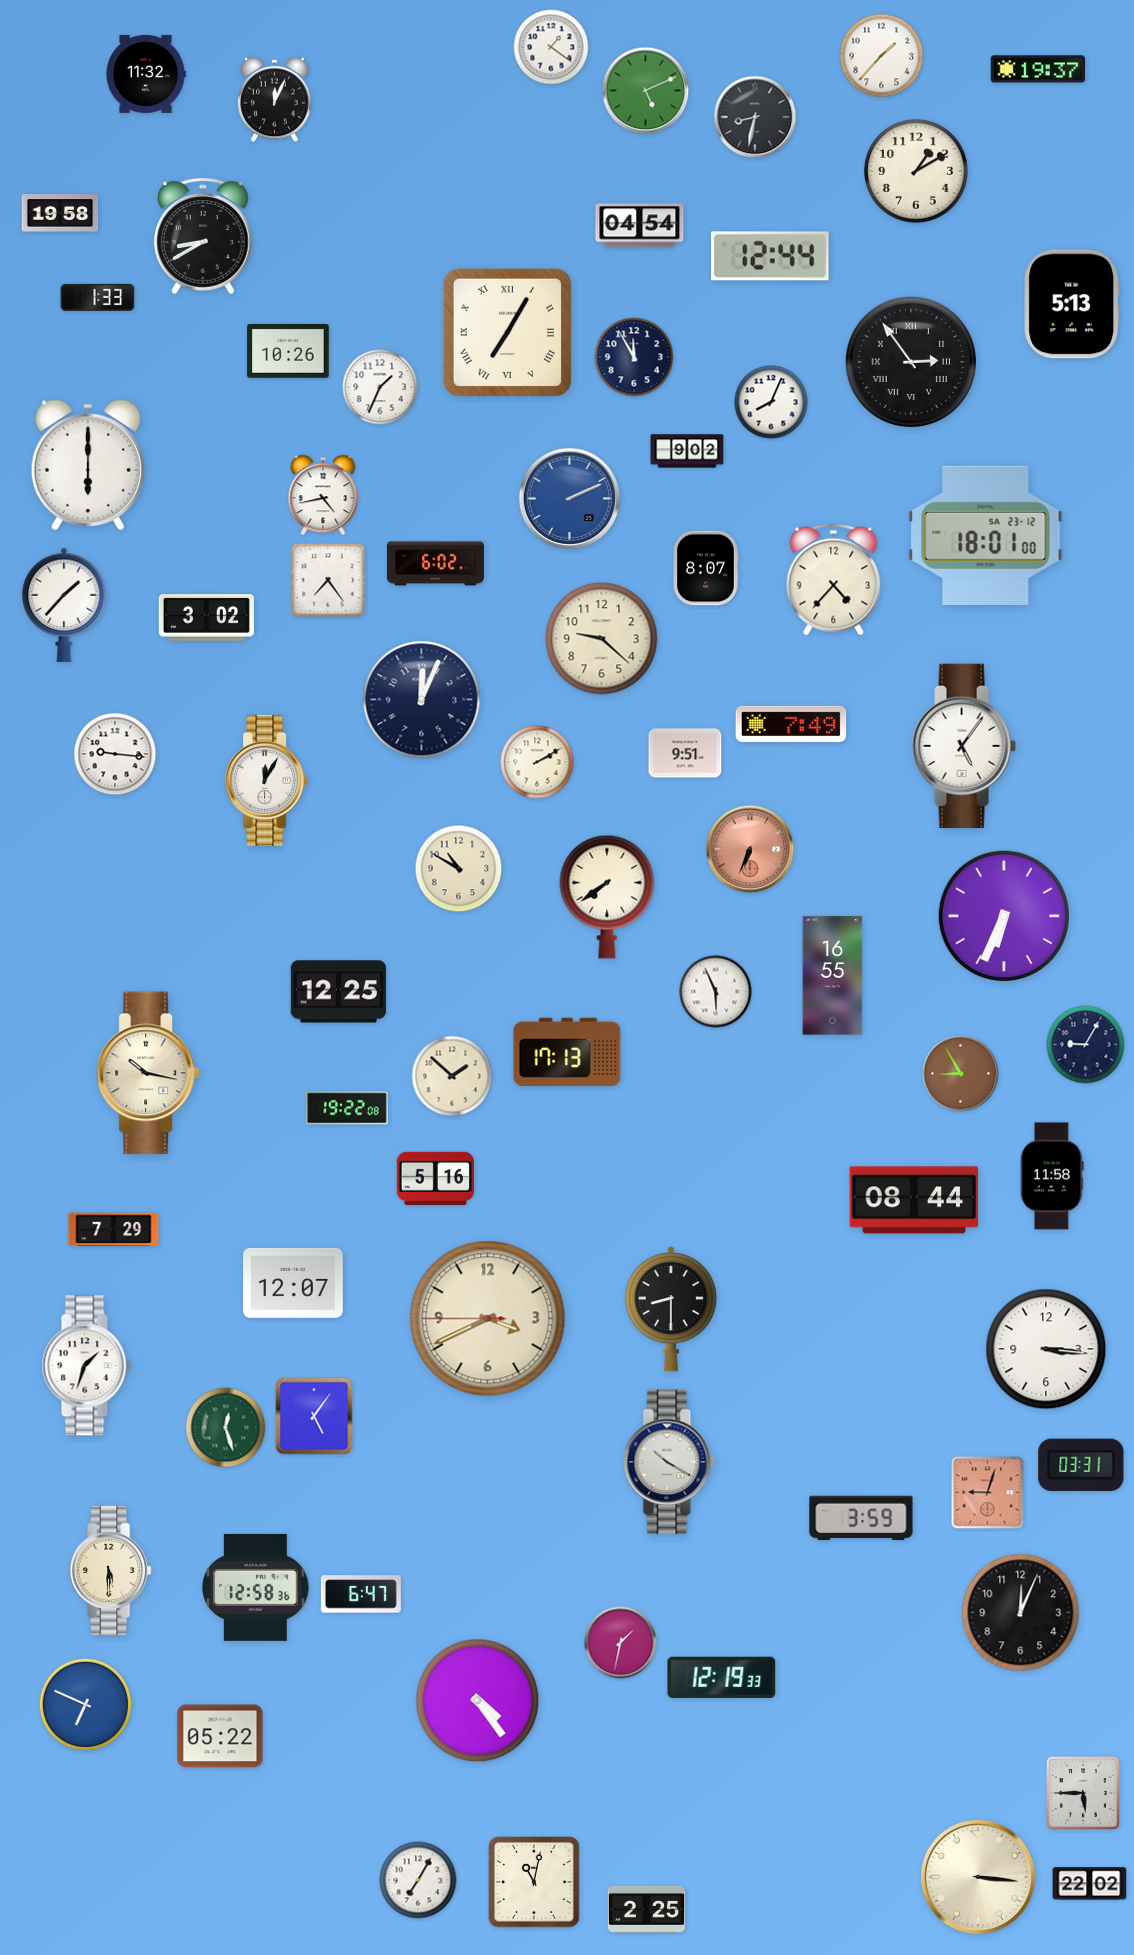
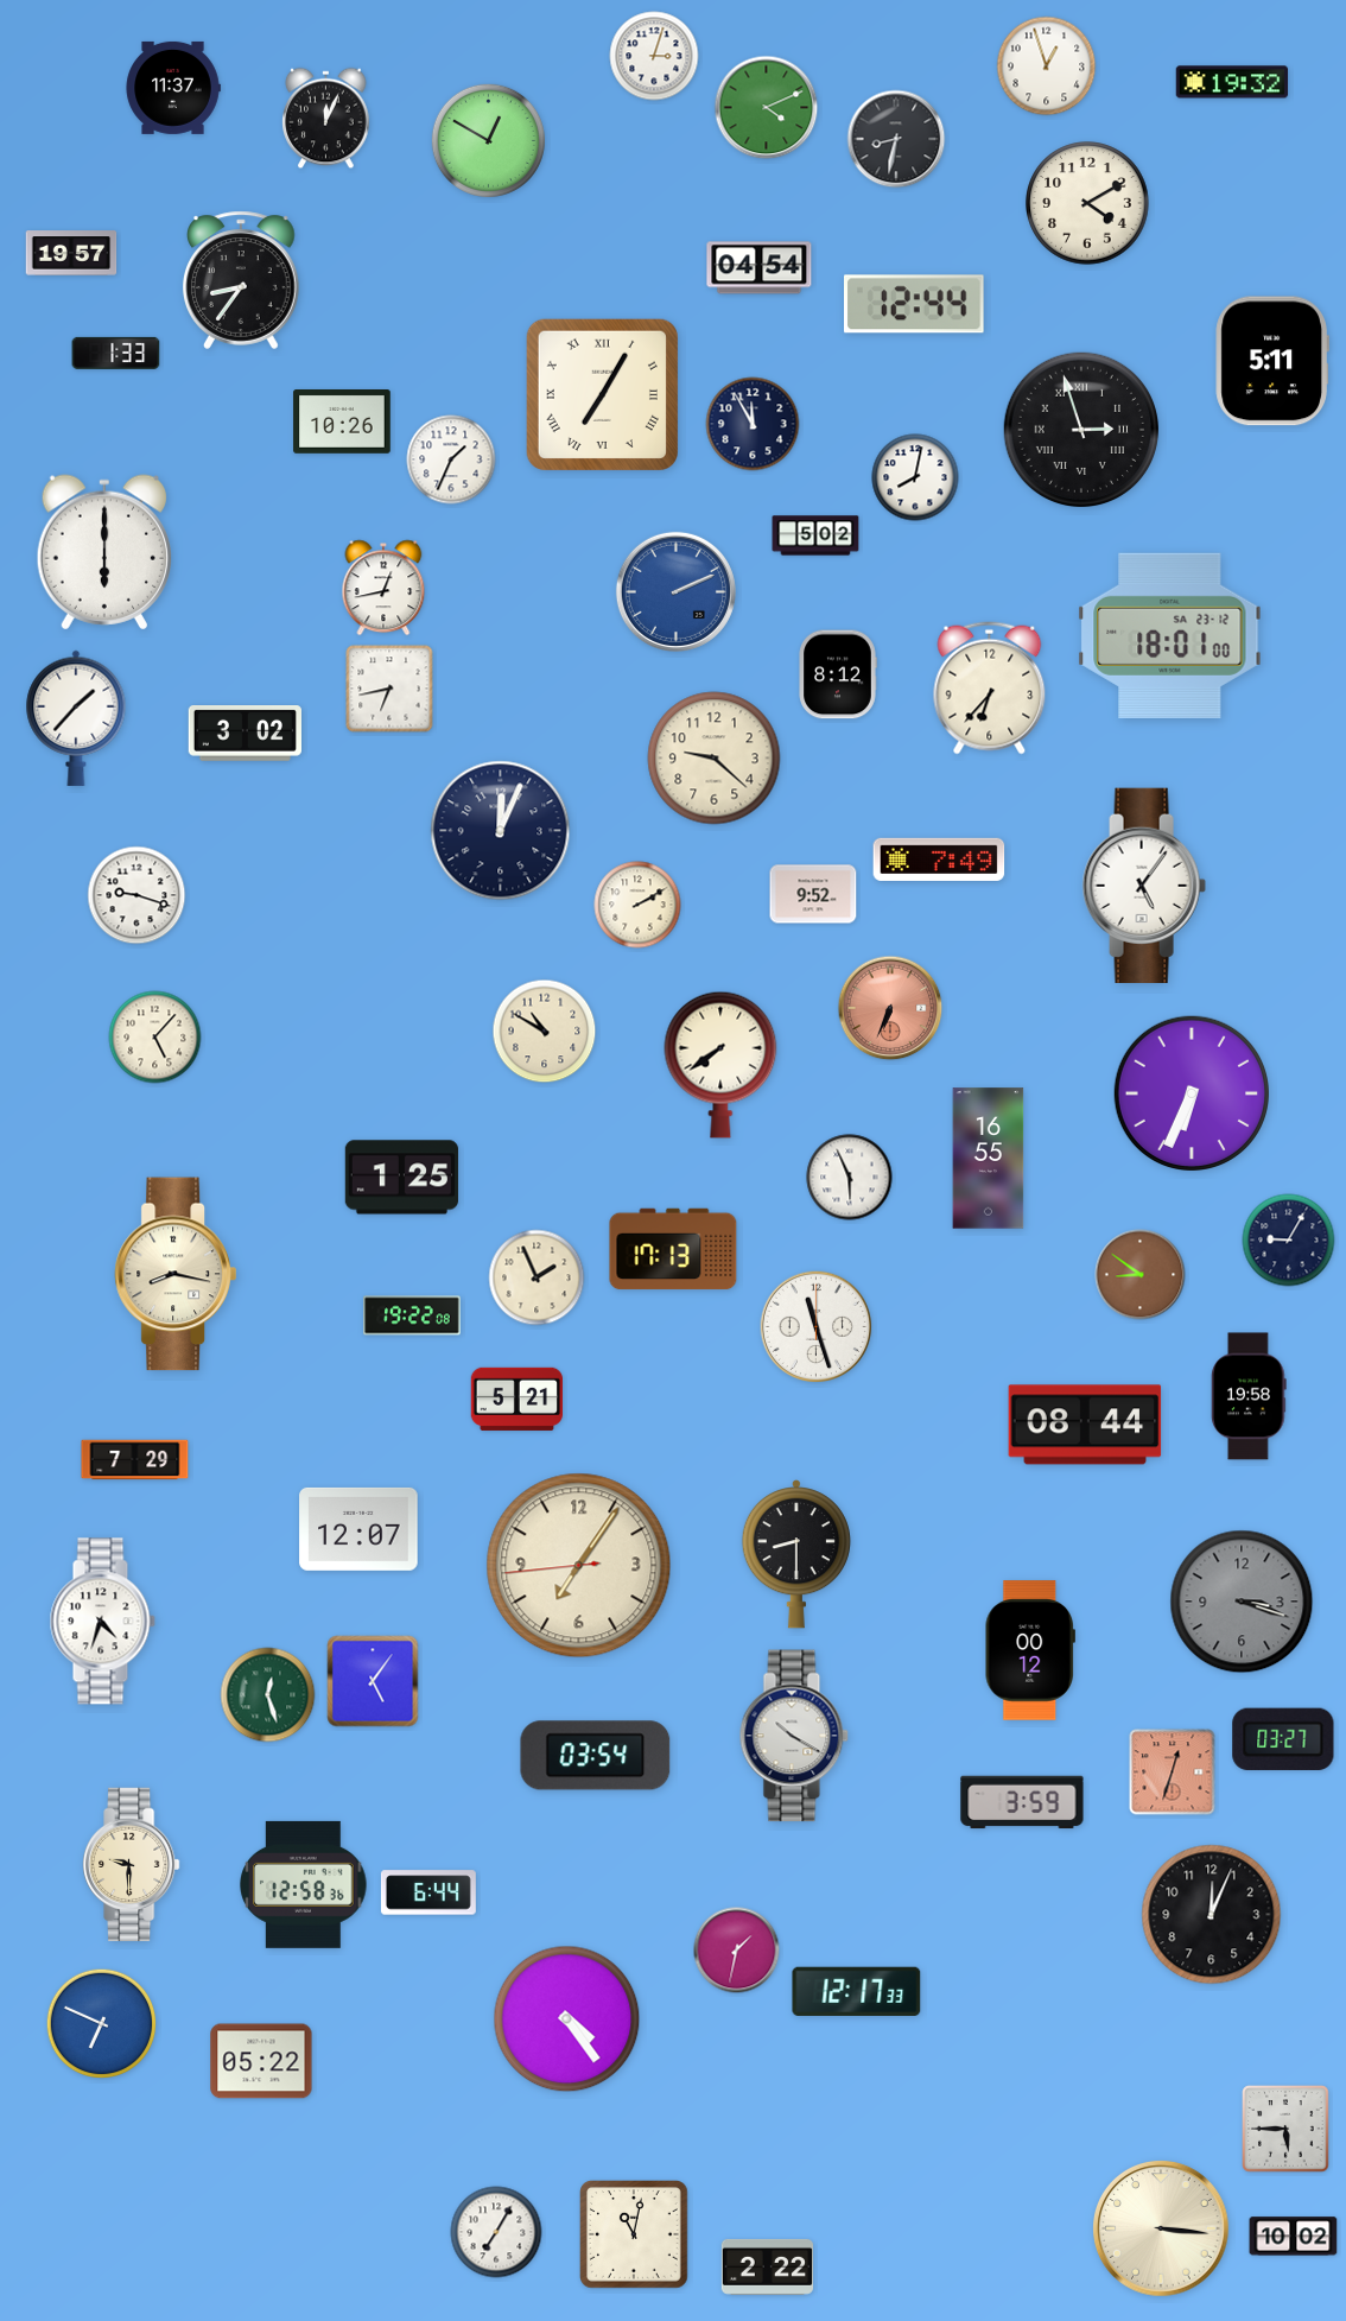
clock at (551, 47): 1:21 -> 3:03
clock at (882, 56): 1:37 -> 12:57
clock at (1038, 69): 19:37 -> 19:32
clock at (146, 74): 11:32 -> 11:37
clock at (646, 91): 5:11 -> 4:11
clock at (488, 140): none -> 12:50
clock at (916, 171): 1:10 -> 4:10
clock at (60, 213): 19:58 -> 19:57
clock at (204, 236): 8:40 -> 8:36
clock at (1072, 304): 5:13 -> 5:11
clock at (288, 352) position: (288, 352) -> (342, 423)
clock at (910, 361): 2:54 -> 2:57
clock at (771, 402): 8:04 -> 8:02
clock at (687, 451): 9:02 -> 5:02
clock at (323, 495): 4:43 -> 12:43
clock at (435, 564): 6:02 -> none
clock at (706, 568): 8:07 -> 8:12
clock at (328, 580): 7:24 -> 6:43
clock at (834, 580): 4:37 -> 6:37
clock at (685, 753): 9:51 -> 9:52
clock at (115, 754): 9:16 -> 9:18
clock at (267, 780): 12:05 -> none
clock at (155, 1038): none -> 5:07
clock at (1003, 915) position: (1003, 915) -> (1191, 1092)
clock at (338, 992): 12:25 -> 1:25
clock at (148, 1073): 10:17 -> 8:17
clock at (961, 1074): 8:55 -> 8:51
clock at (452, 1076): 1:52 -> 1:56
clock at (817, 1327): none -> 11:27
clock at (1052, 1176): 11:58 -> 19:58
clock at (435, 1178): 5:16 -> 5:21
clock at (293, 1283) position: (293, 1283) -> (358, 1529)
clock at (488, 1319): 3:40 -> 7:05
clock at (1046, 1349): 3:16 -> 3:18
clock at (1046, 1349) dial: white -> grey
clock at (86, 1366): 1:33 -> 4:33
clock at (1030, 1650): none -> 00:12
clock at (1081, 1465): 03:31 -> 03:27
clock at (596, 1756): none -> 03:54
clock at (988, 1493): 9:03 -> 12:33
clock at (111, 1571): 5:30 -> 9:30
clock at (361, 1594): 6:47 -> 6:44
clock at (722, 1677): 12:19 -> 12:17
clock at (1090, 1884): 22:02 -> 10:02
clock at (647, 1909): 2:25 -> 2:22
